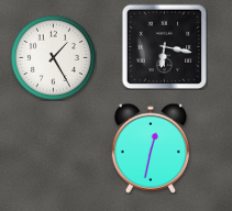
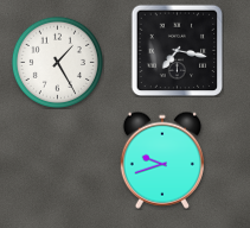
clock at (164, 46): 6:17 -> 7:17
clock at (151, 148): 12:32 -> 9:42
